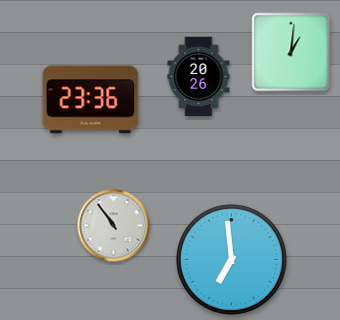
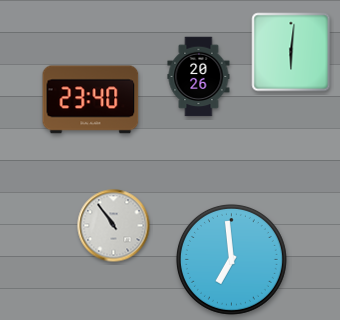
clock at (291, 52): 1:01 -> 6:01
clock at (91, 100): 23:36 -> 23:40
